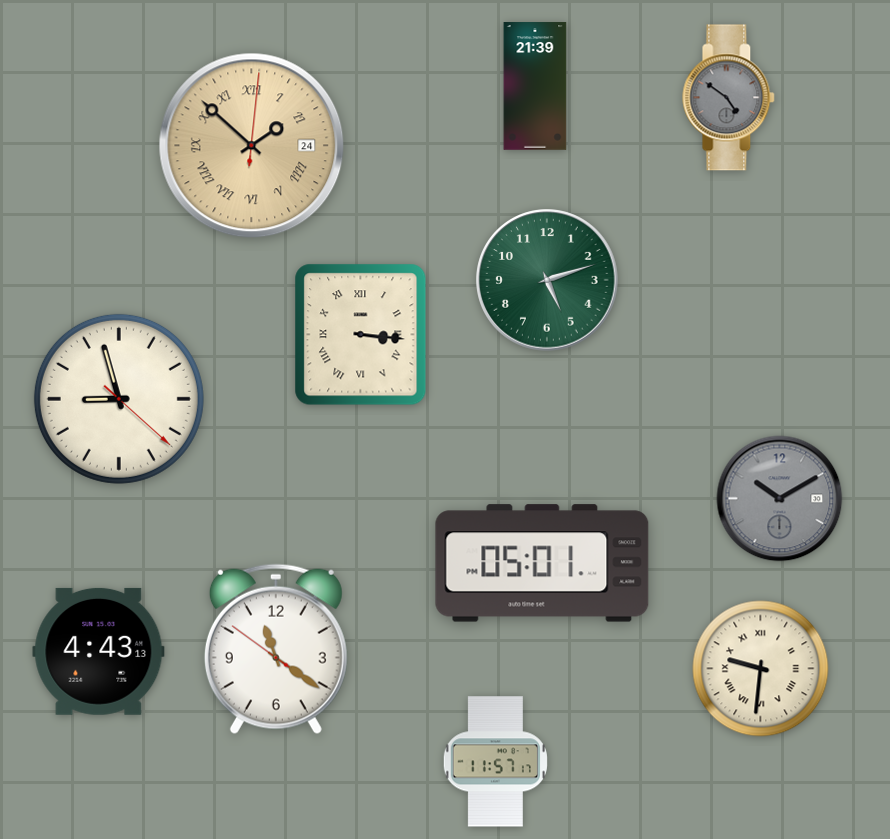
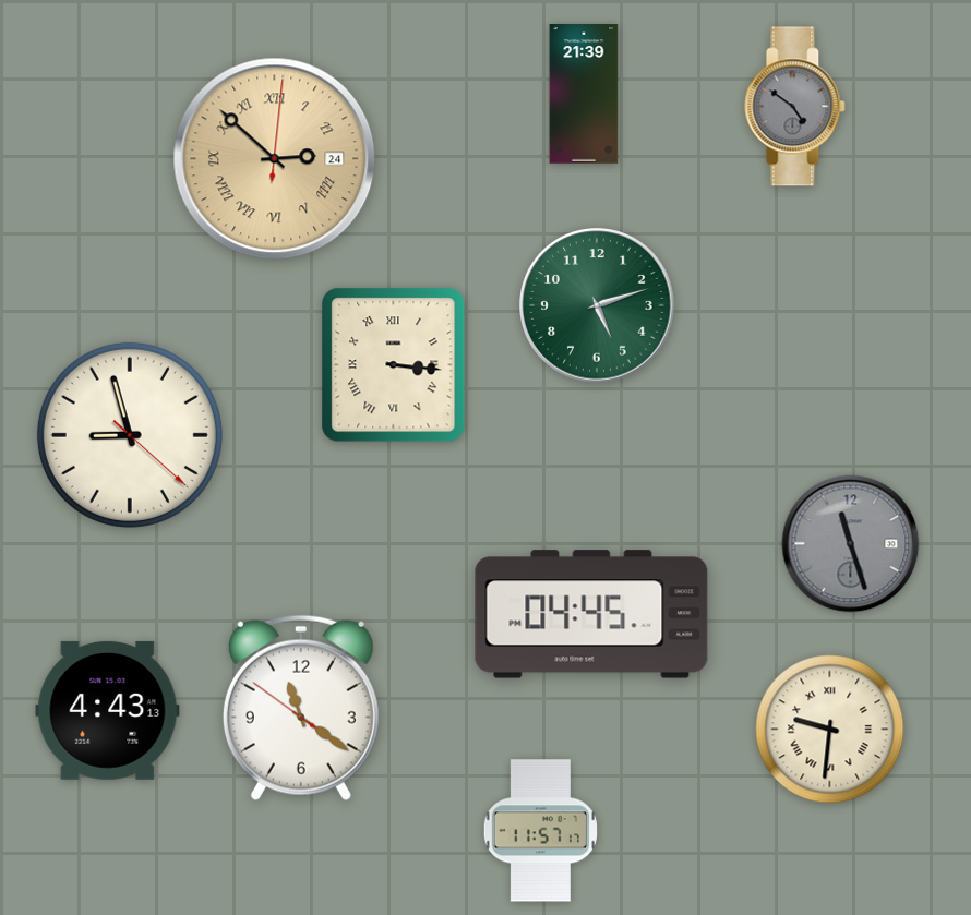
clock at (252, 146): 1:52 -> 2:52
clock at (780, 499): 10:10 -> 11:27
clock at (542, 563): 05:01 -> 04:45
